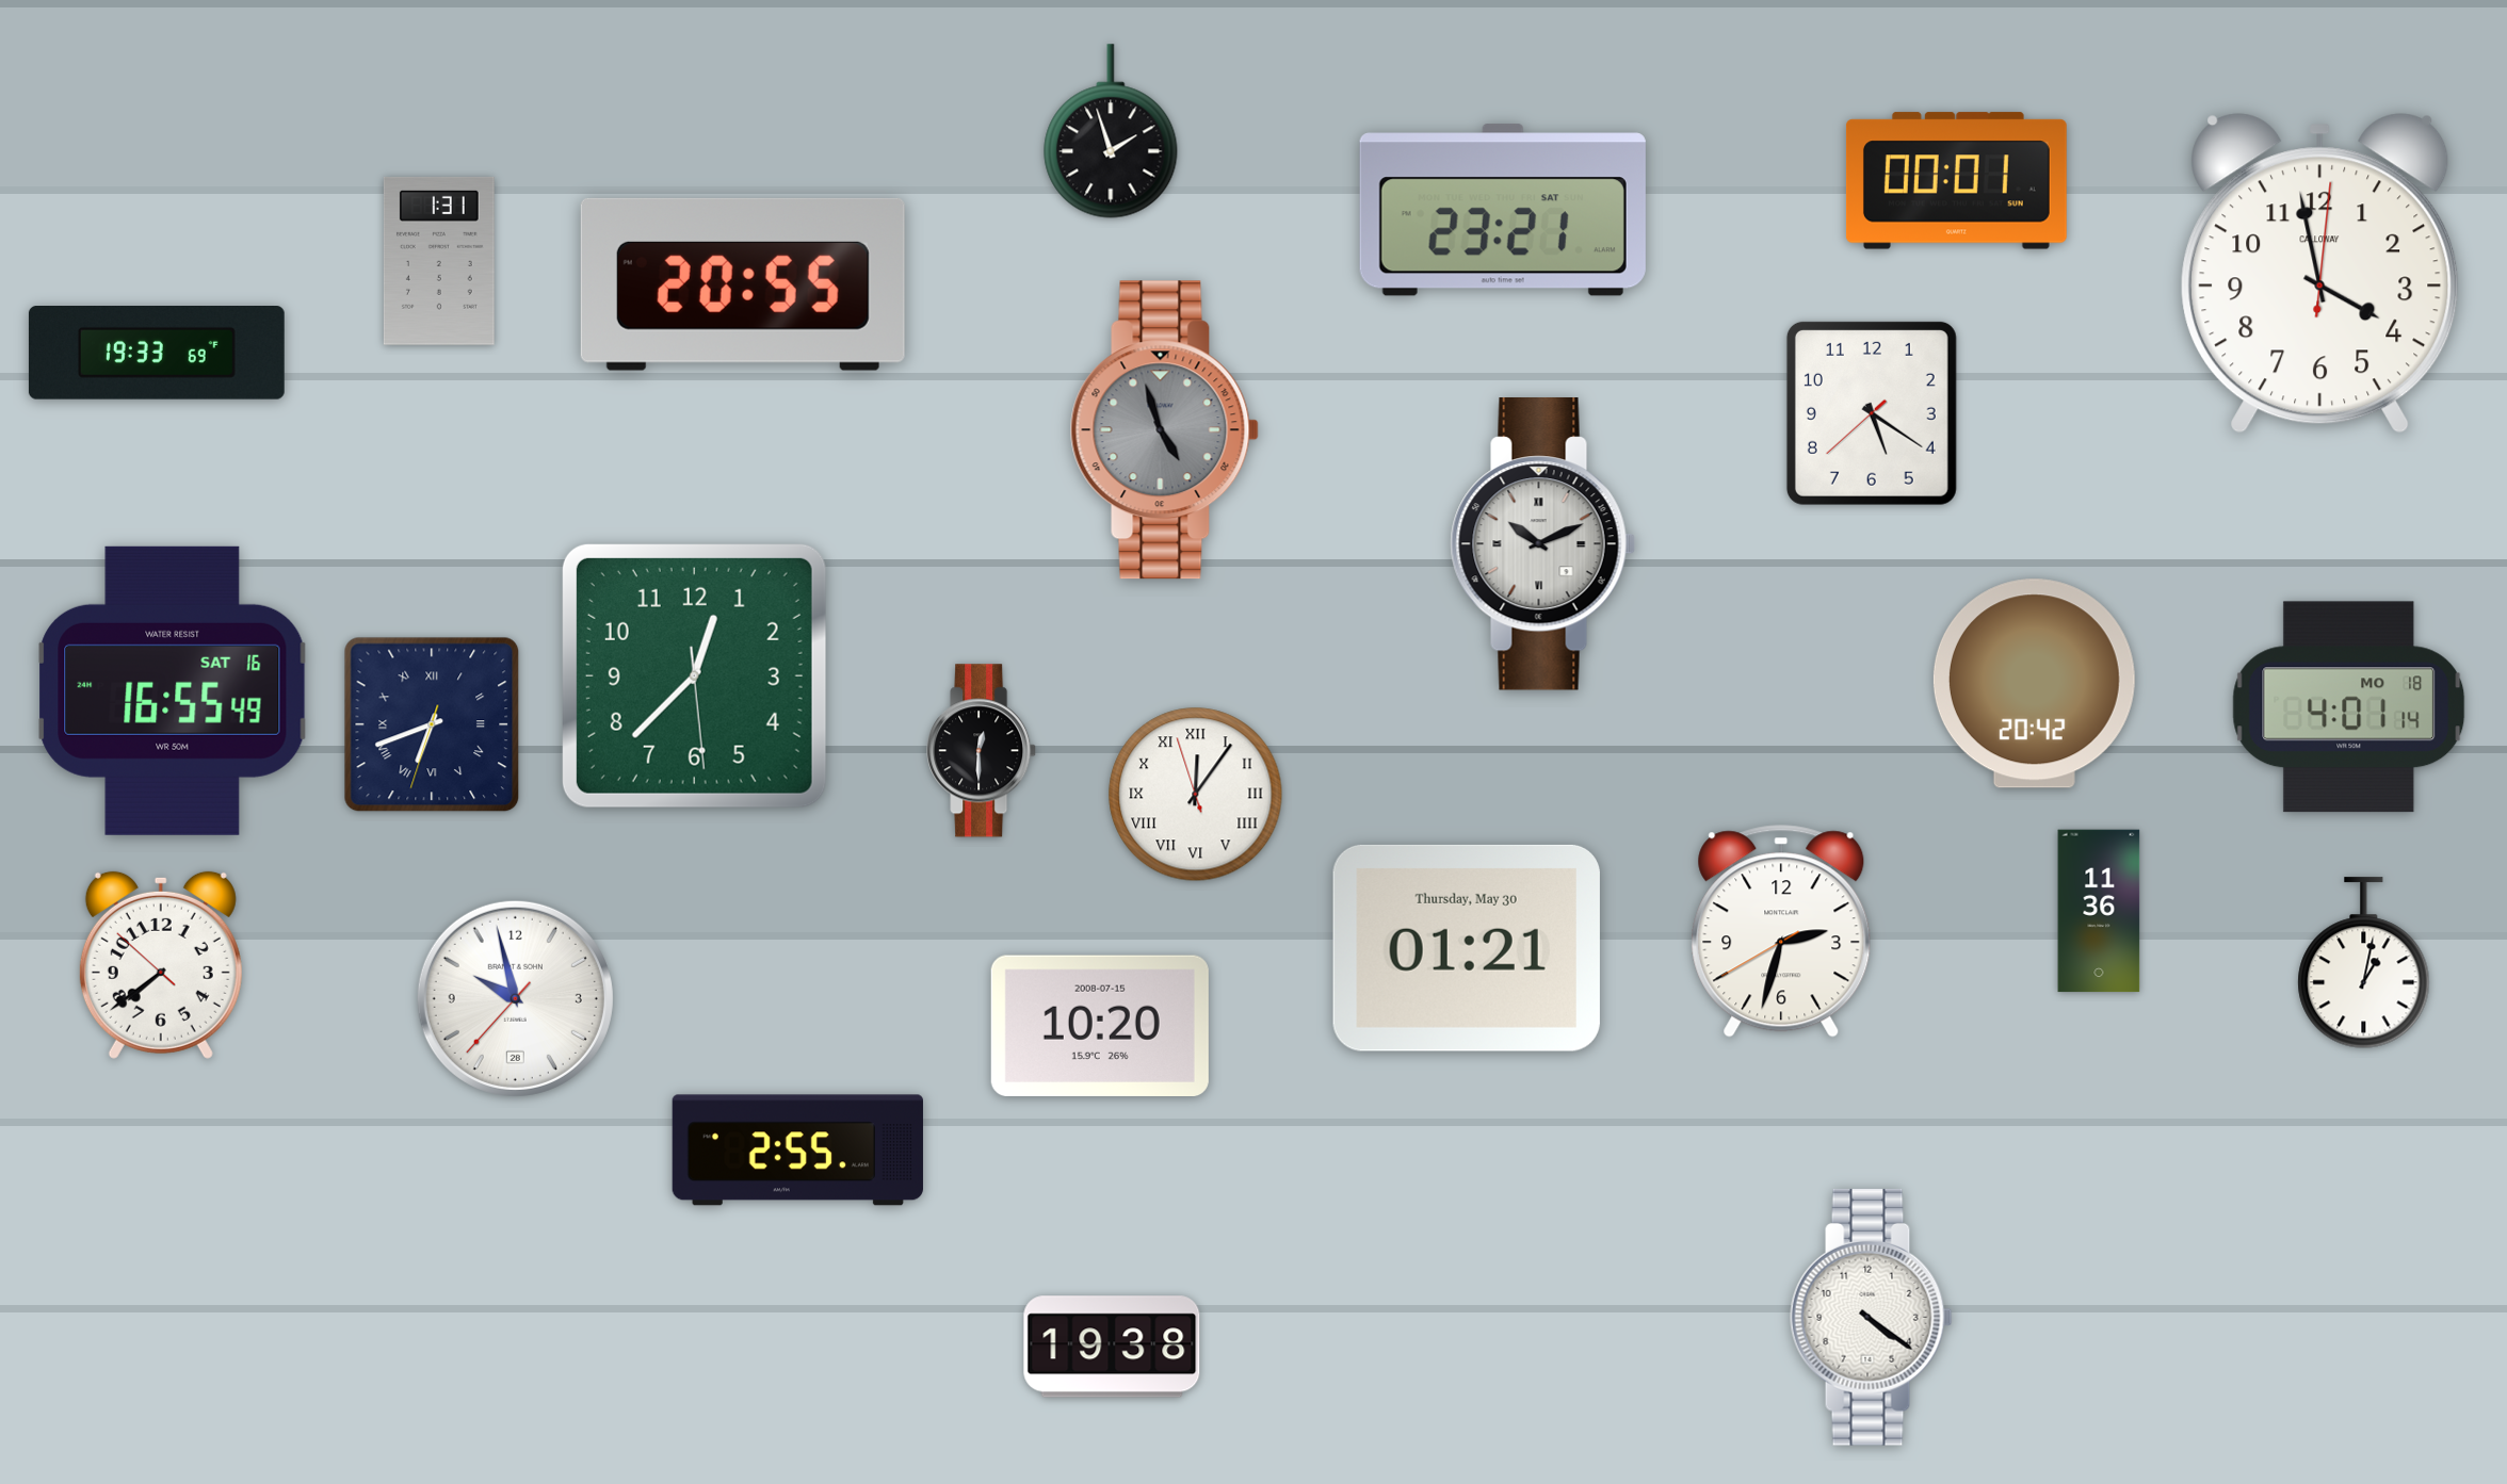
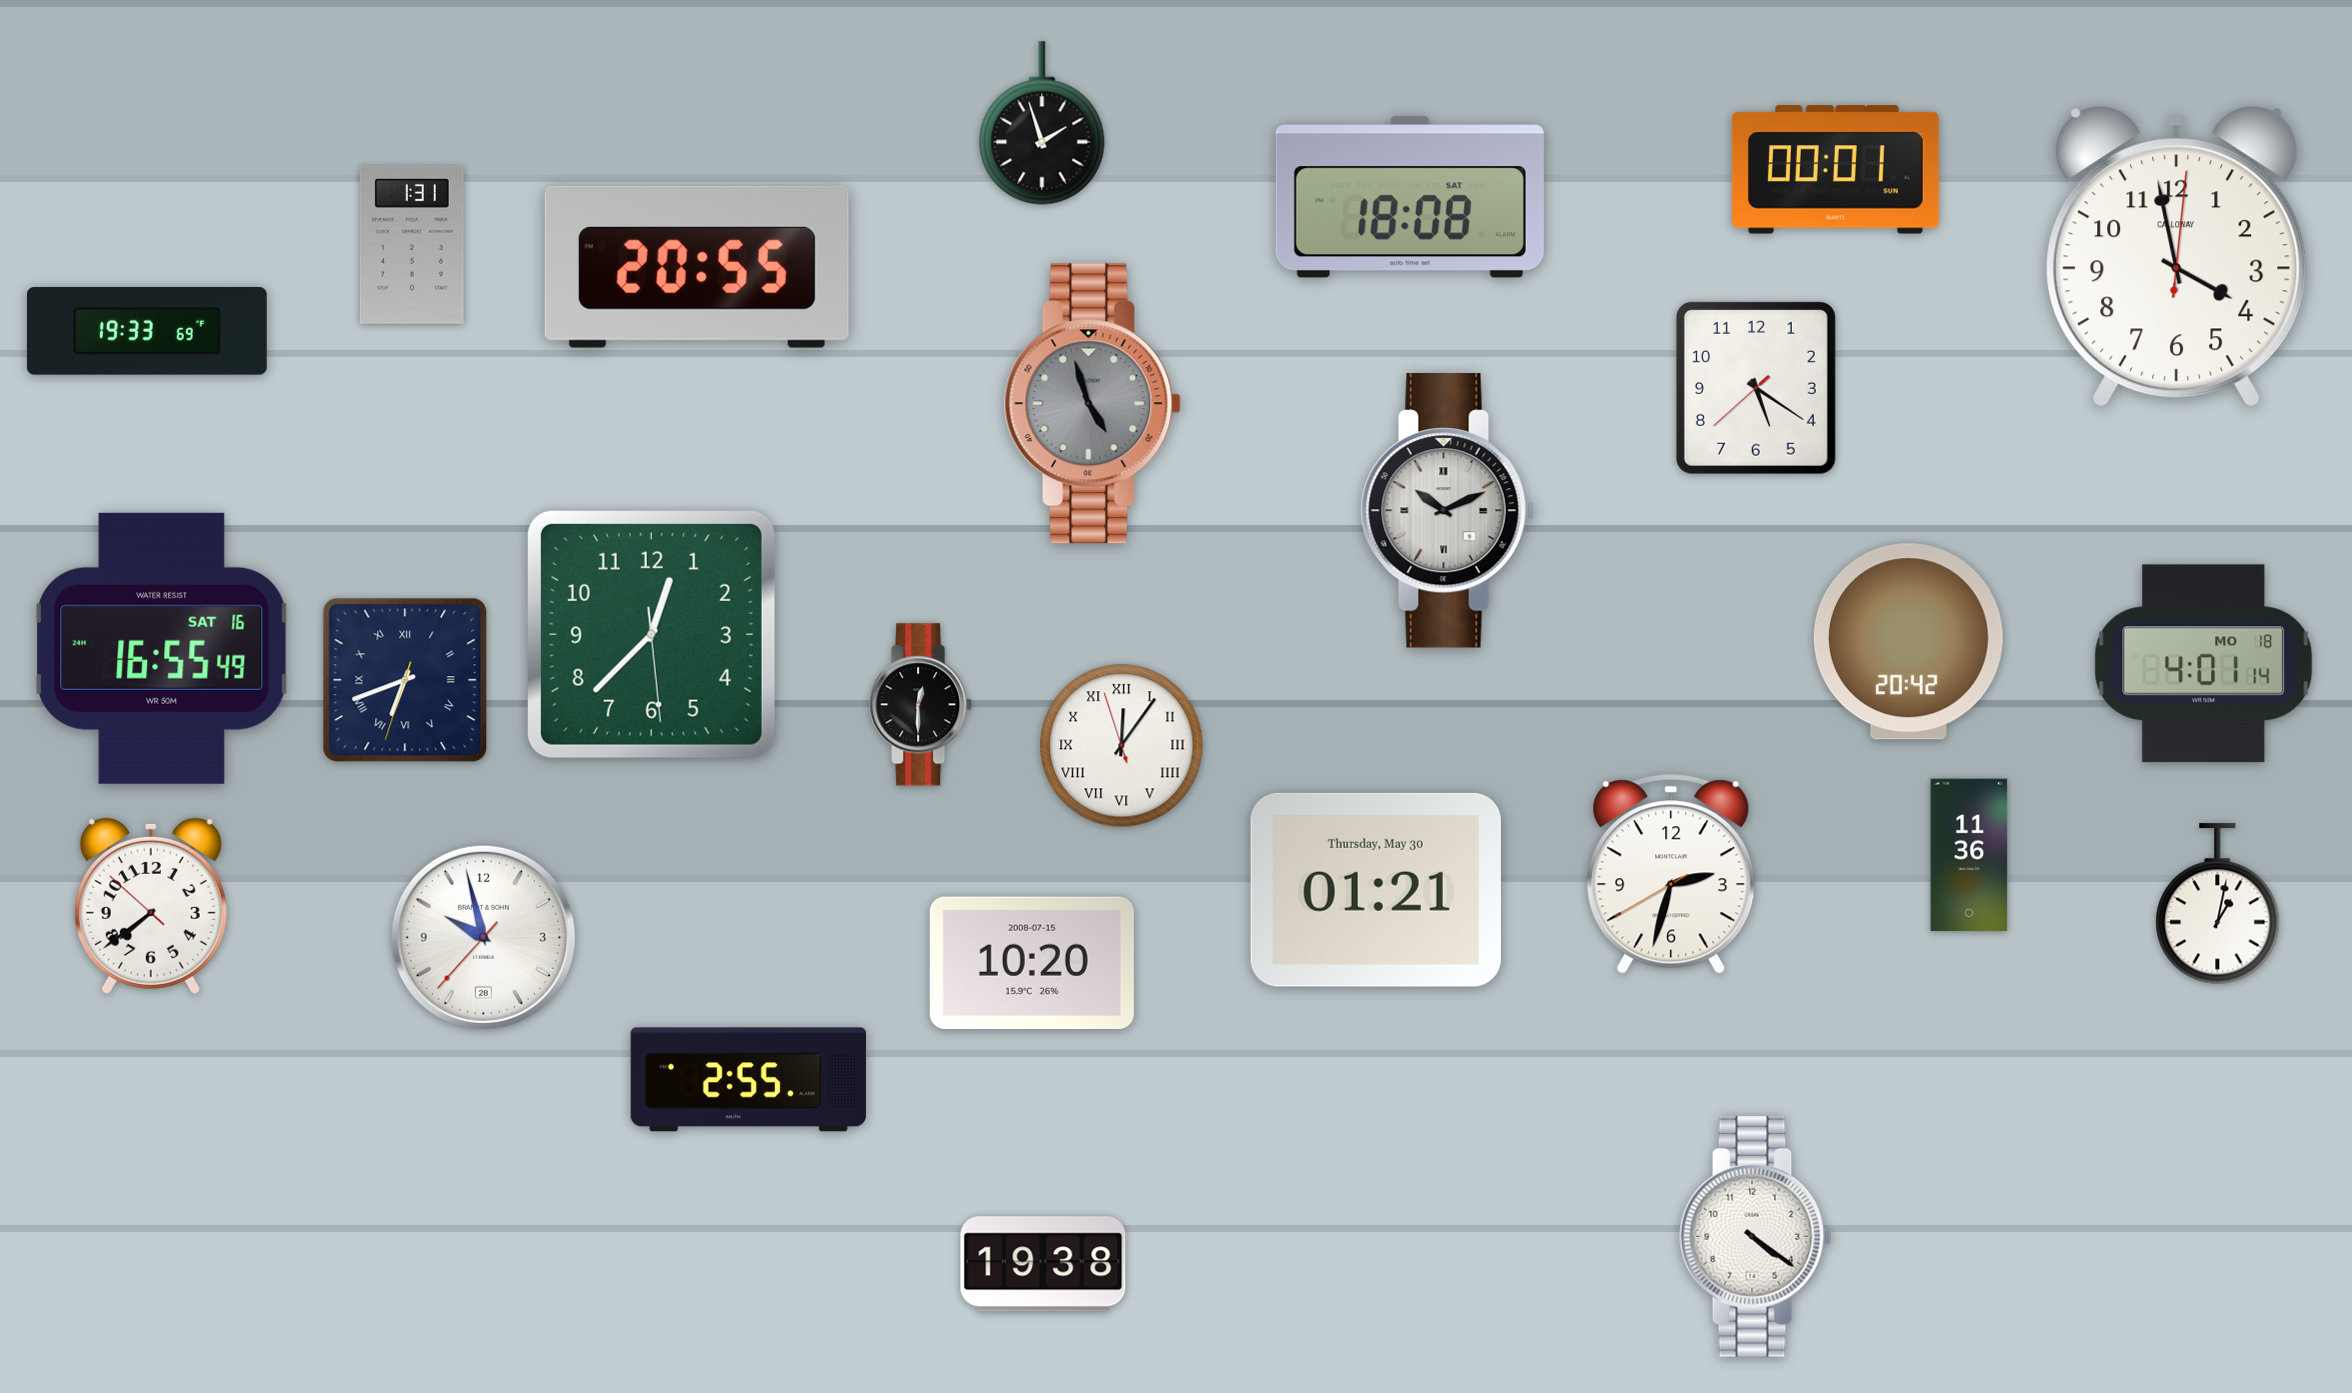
clock at (1503, 210): 23:21 -> 18:08
